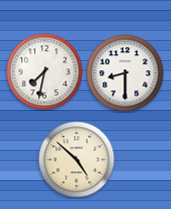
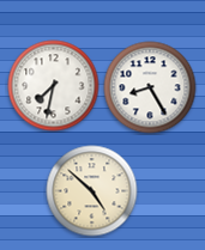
clock at (125, 73): 8:30 -> 8:25
